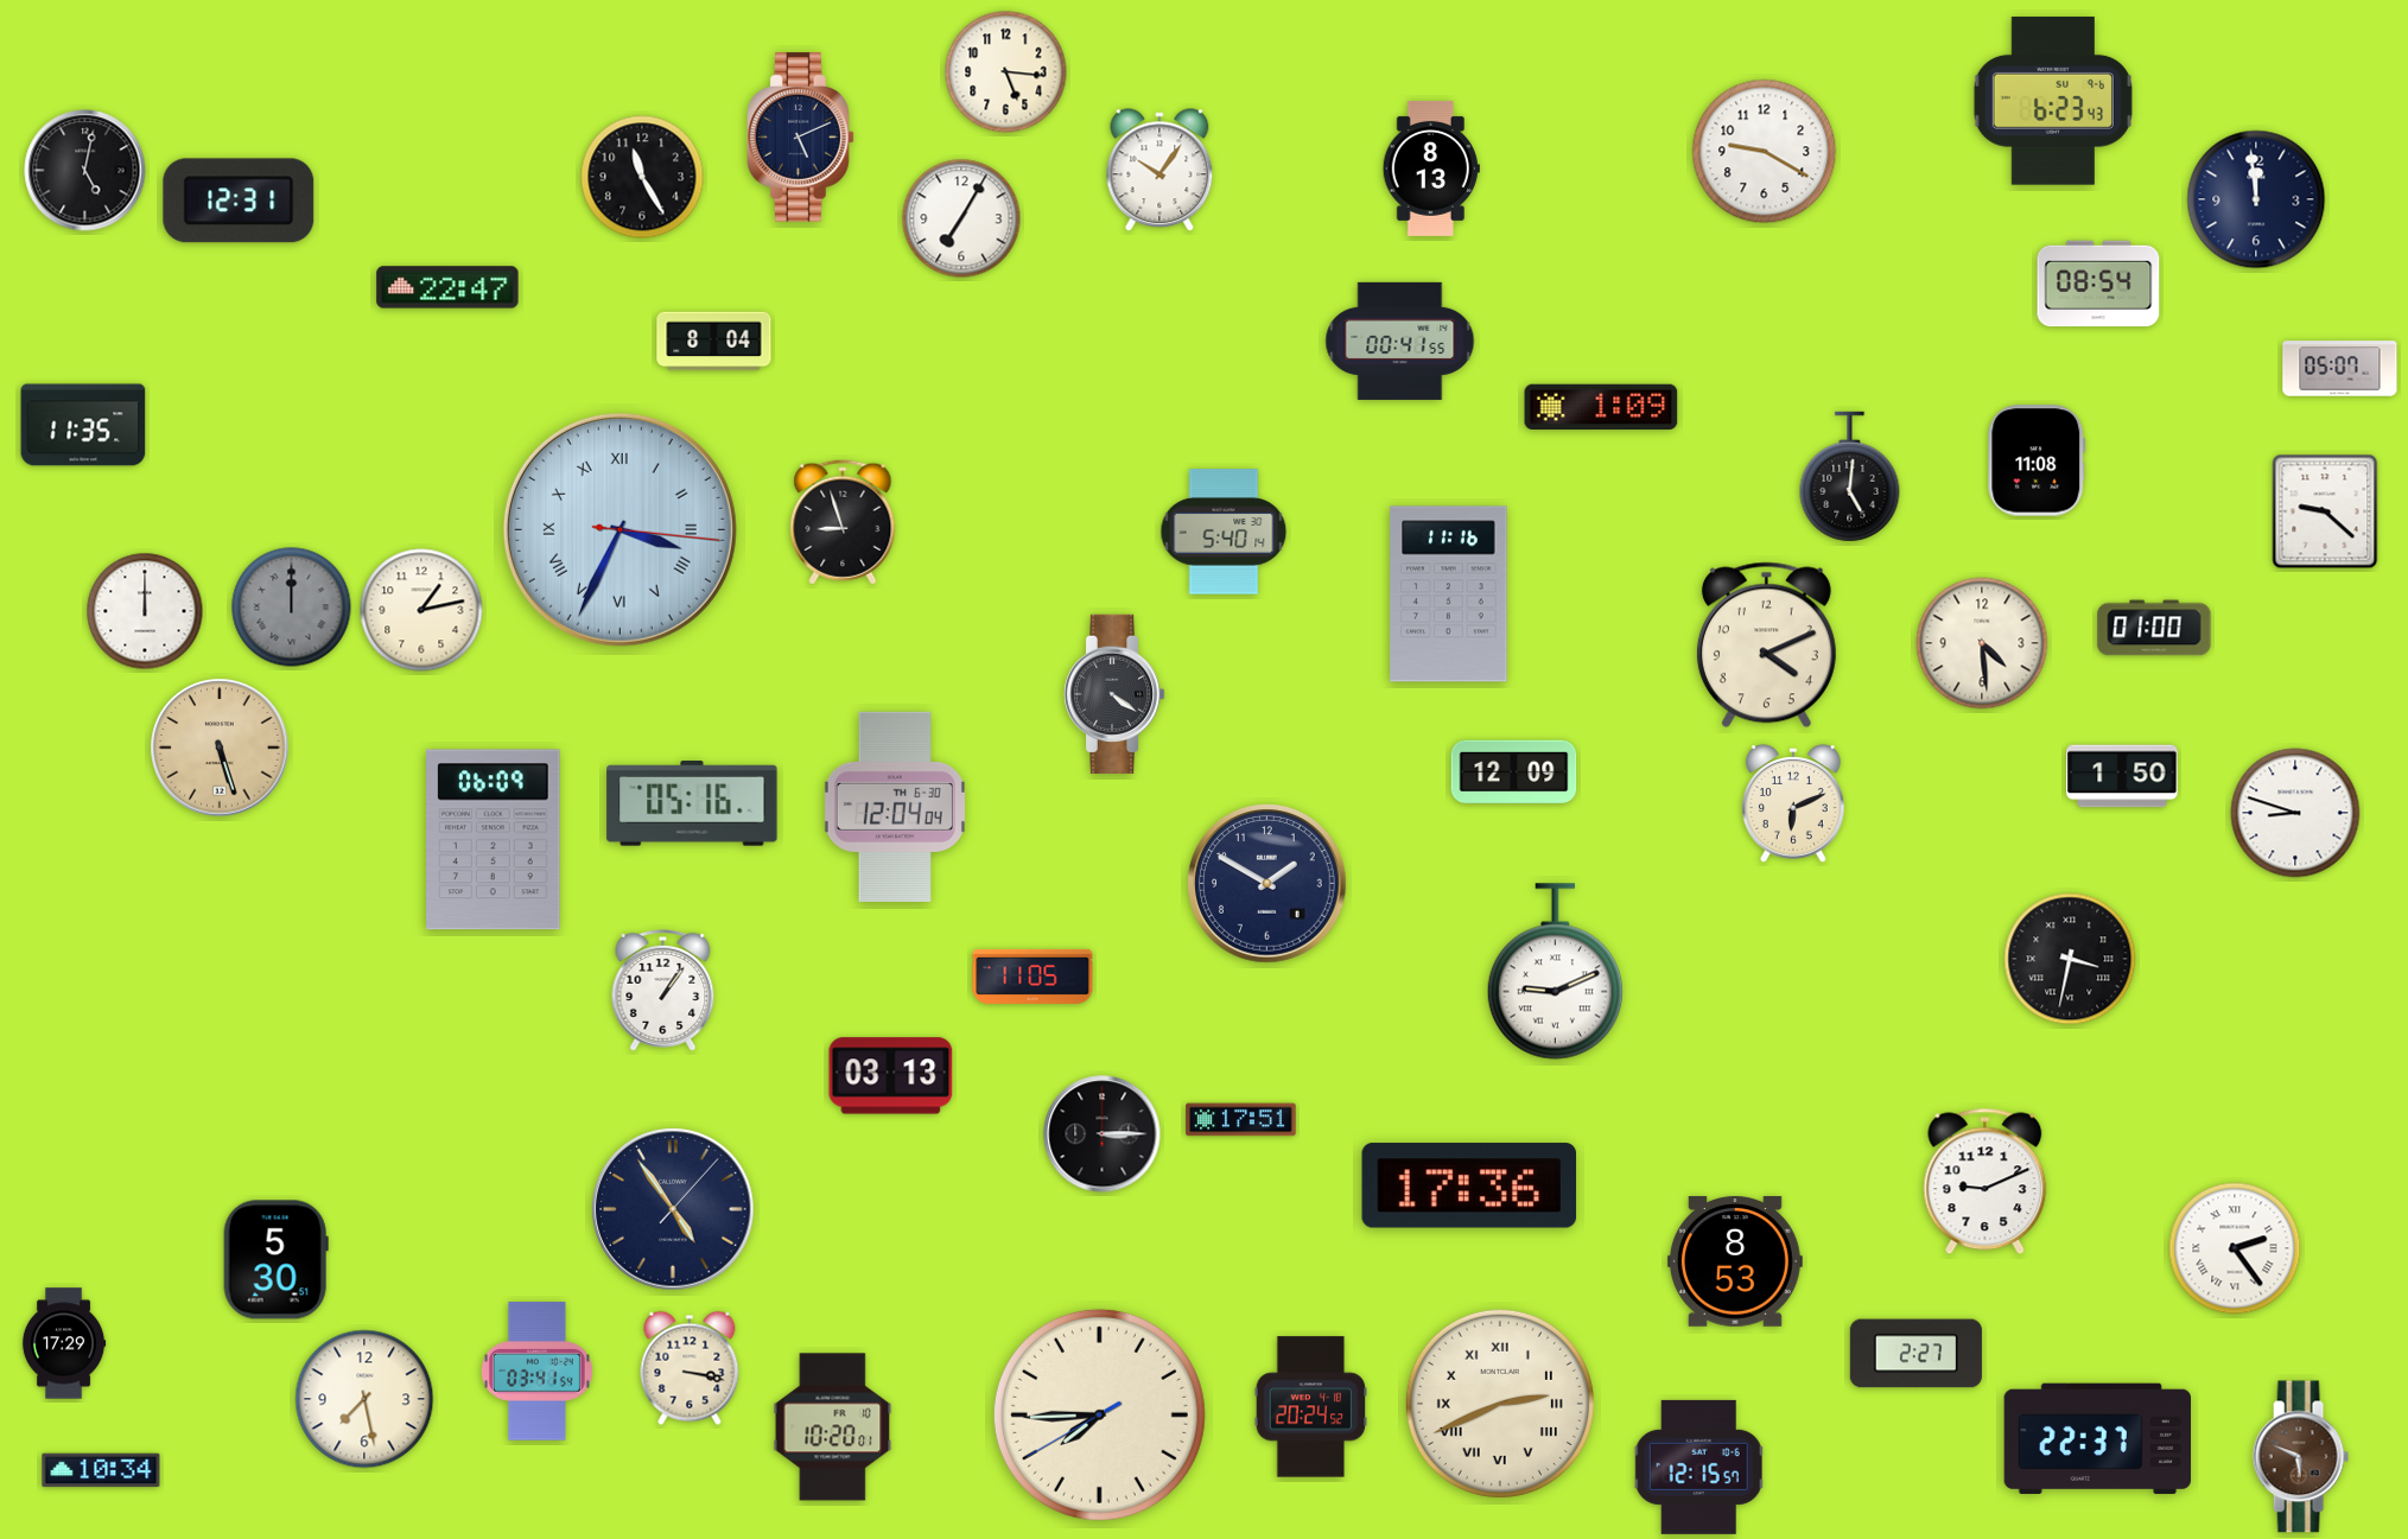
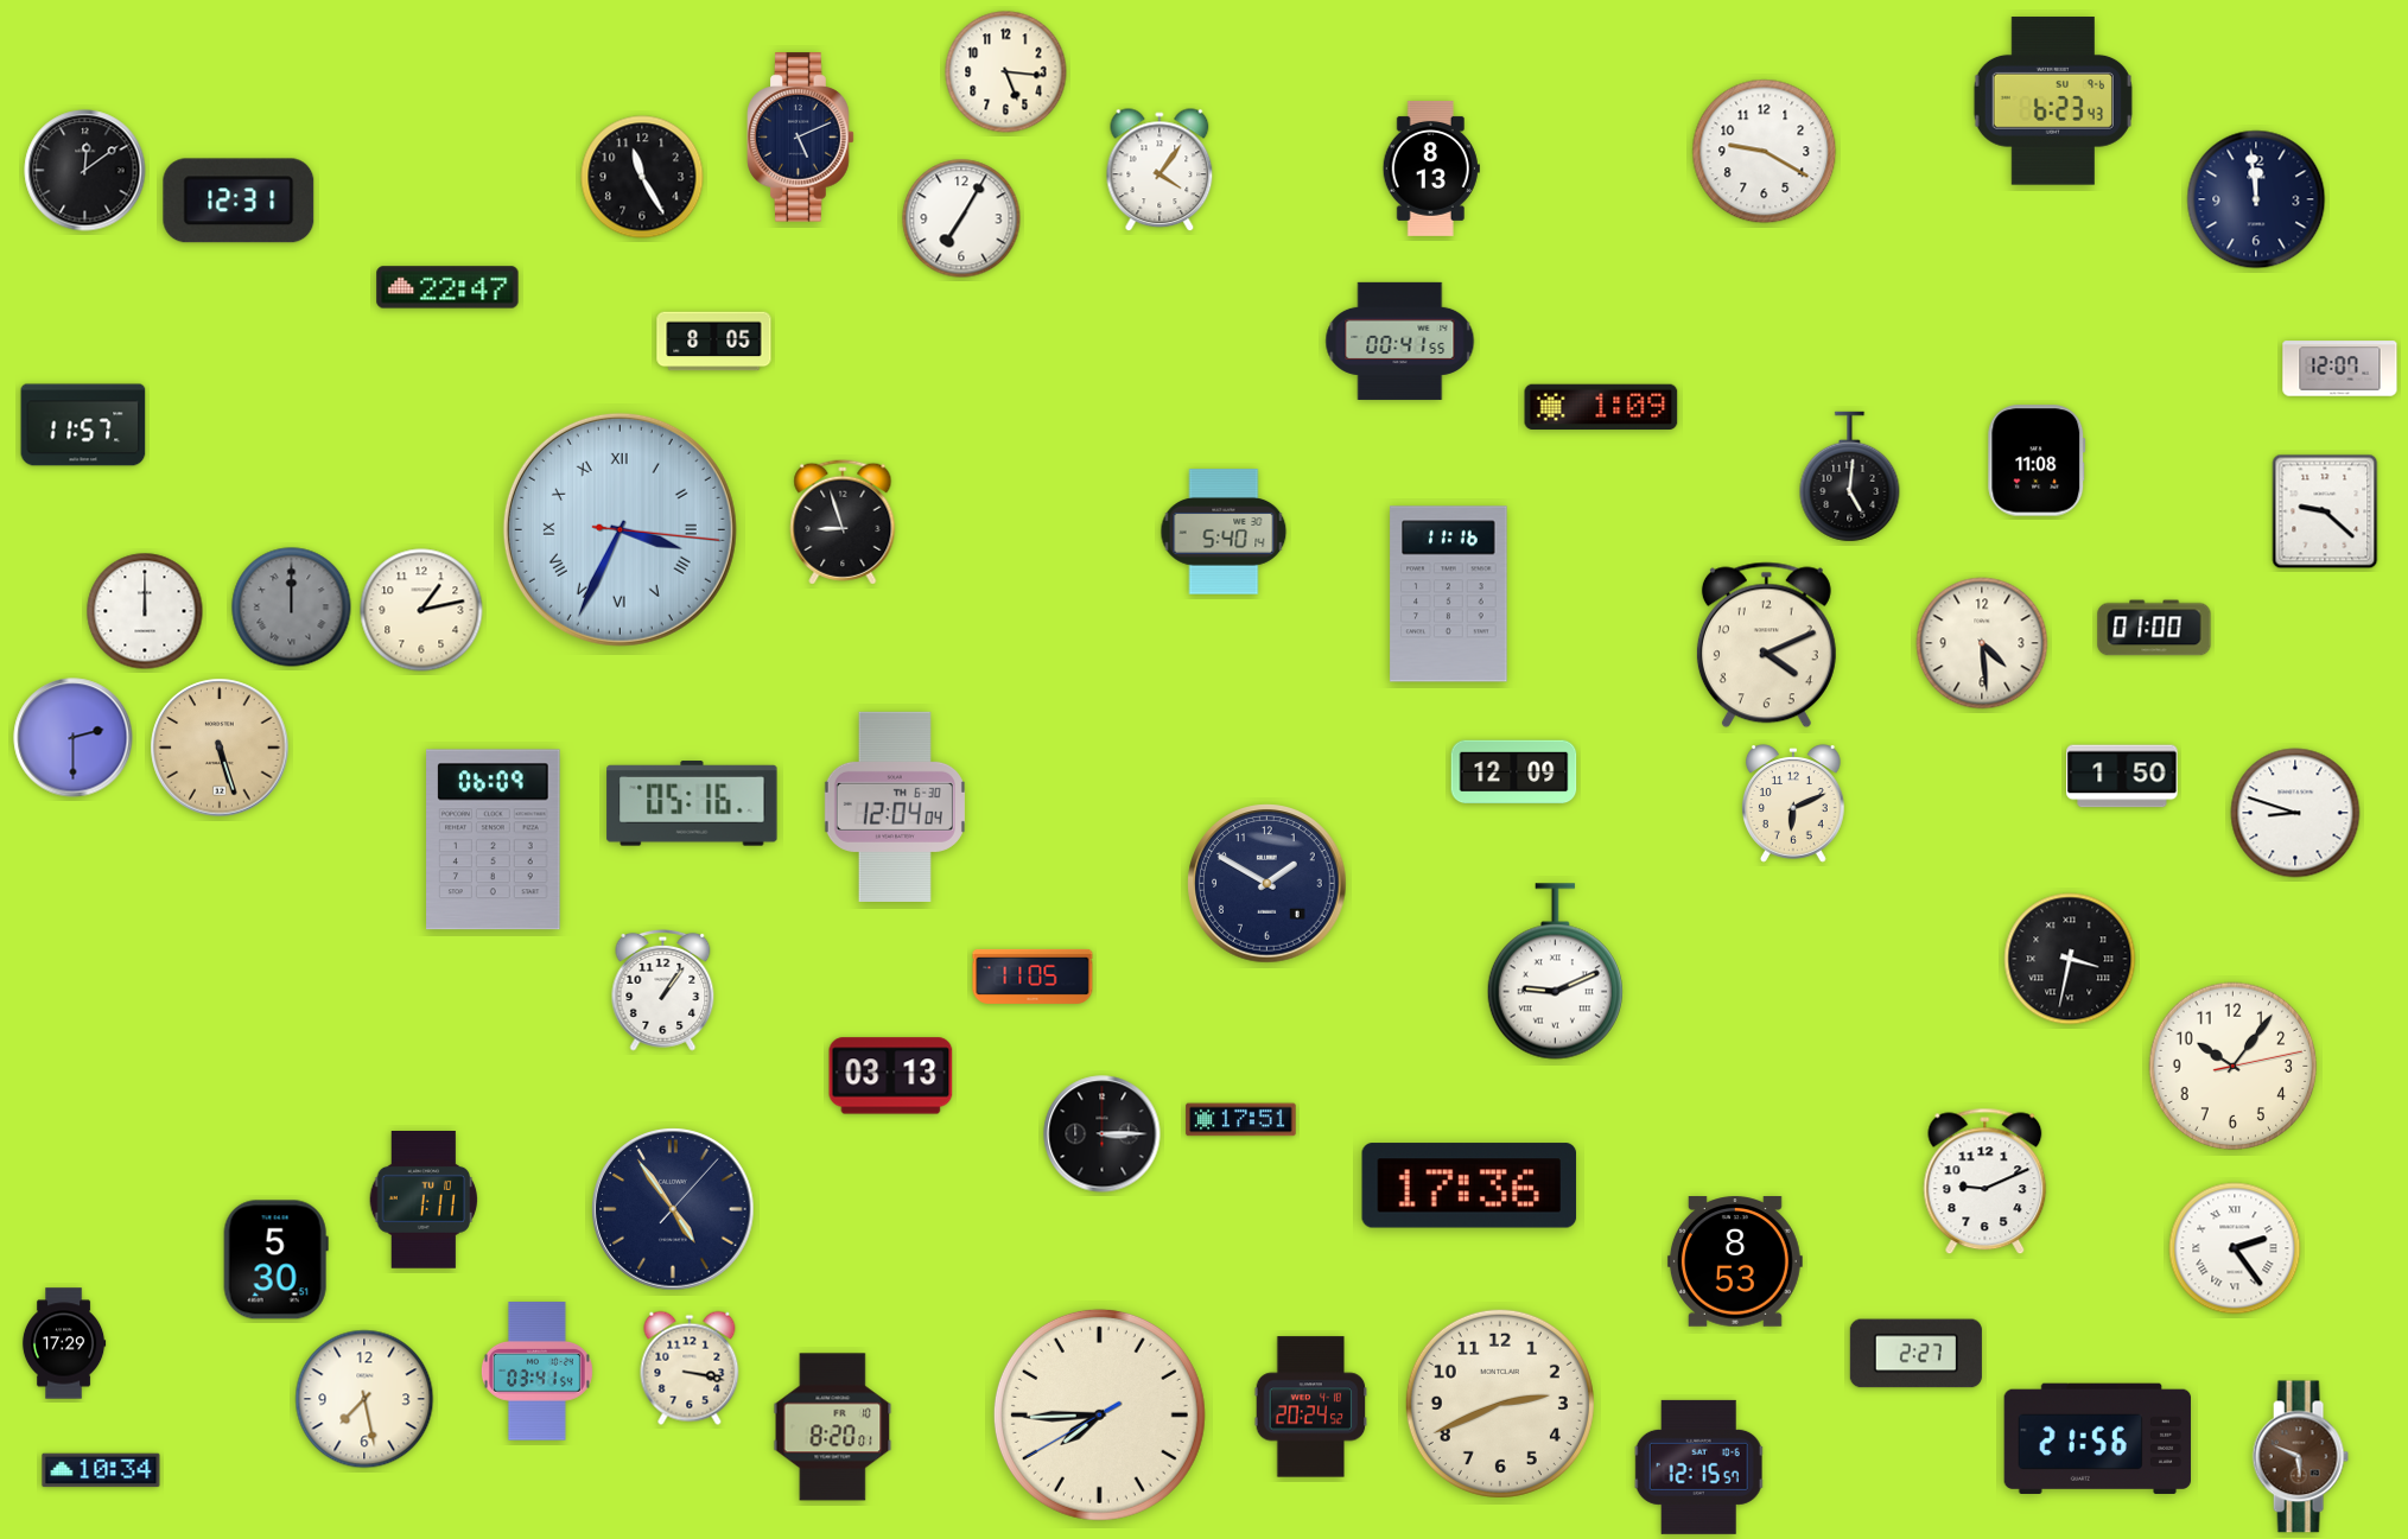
clock at (85, 171): 5:02 -> 12:09
clock at (1159, 171): 10:06 -> 4:06
clock at (2098, 284): 08:54 -> none
clock at (714, 342): 8:04 -> 8:05
clock at (2340, 369): 05:07 -> 12:07
clock at (83, 425): 11:35 -> 11:57
clock at (1114, 694): 4:21 -> none
clock at (74, 738): none -> 2:30
clock at (2234, 1067): none -> 10:06
clock at (424, 1201): none -> 1:11
clock at (1500, 1404) numerals: Roman -> Arabic
clock at (833, 1427): 10:20 -> 8:20
clock at (2097, 1438): 22:37 -> 21:56
